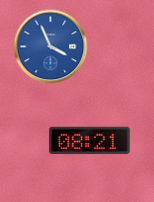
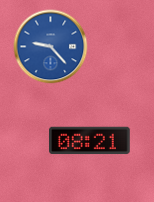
clock at (51, 47): 3:56 -> 9:23
